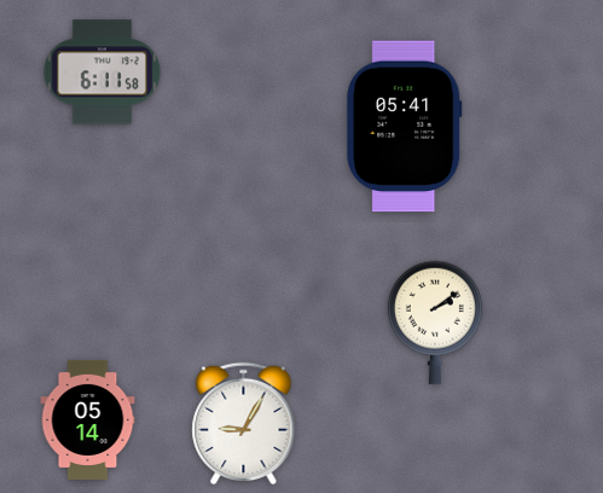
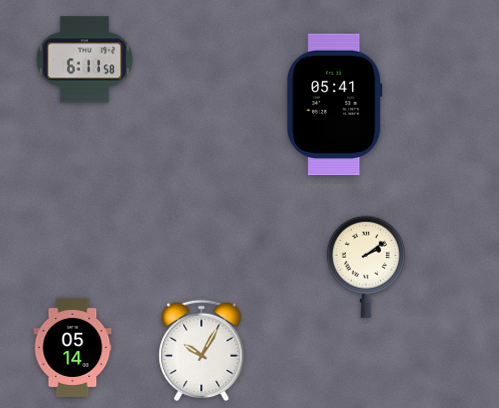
clock at (435, 323) position: (435, 323) -> (366, 267)
clock at (244, 424): 9:05 -> 10:05
